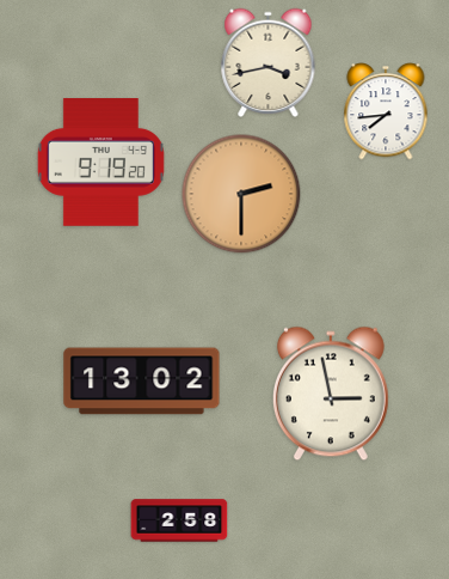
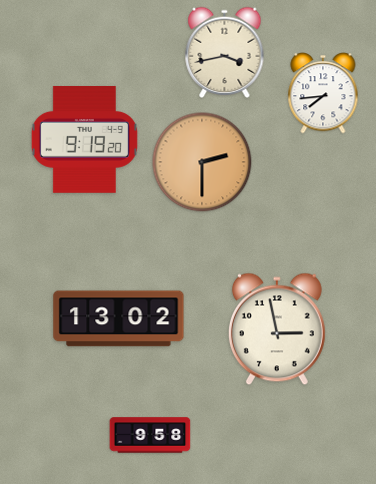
clock at (100, 163) position: (100, 163) -> (84, 140)
clock at (179, 520): 2:58 -> 9:58
